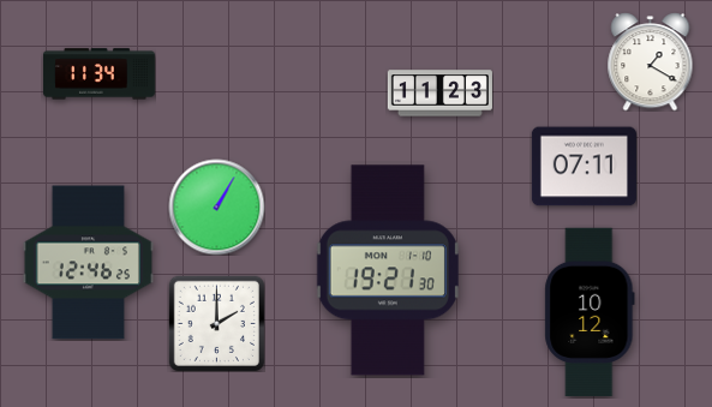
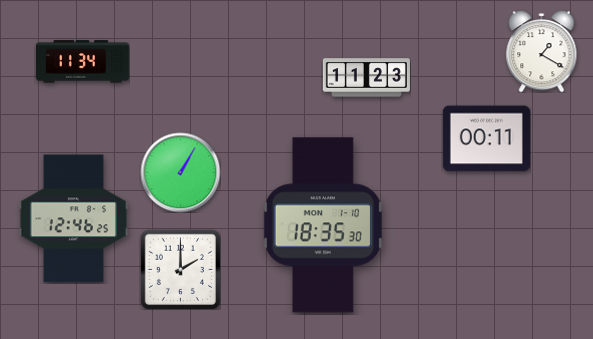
clock at (584, 167): 07:11 -> 00:11
clock at (388, 270): 19:21 -> 18:35
clock at (590, 312): 10:12 -> none
